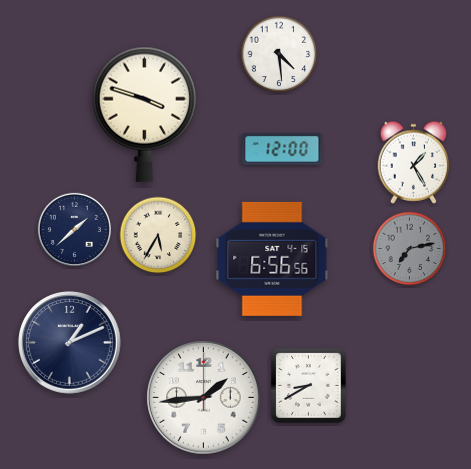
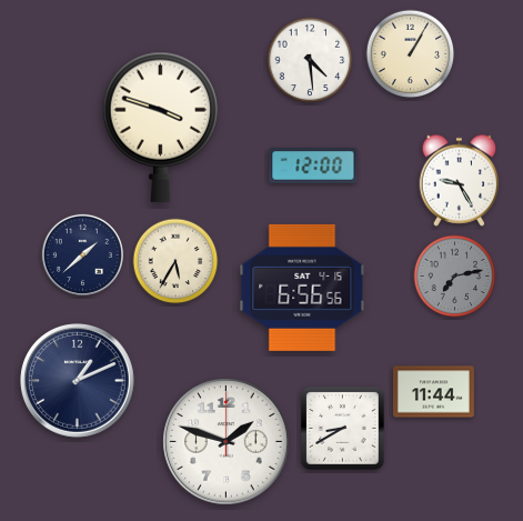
clock at (411, 54): none -> 1:05
clock at (414, 162): 1:25 -> 9:25
clock at (433, 392): none -> 11:44
clock at (204, 398): 1:44 -> 1:48
